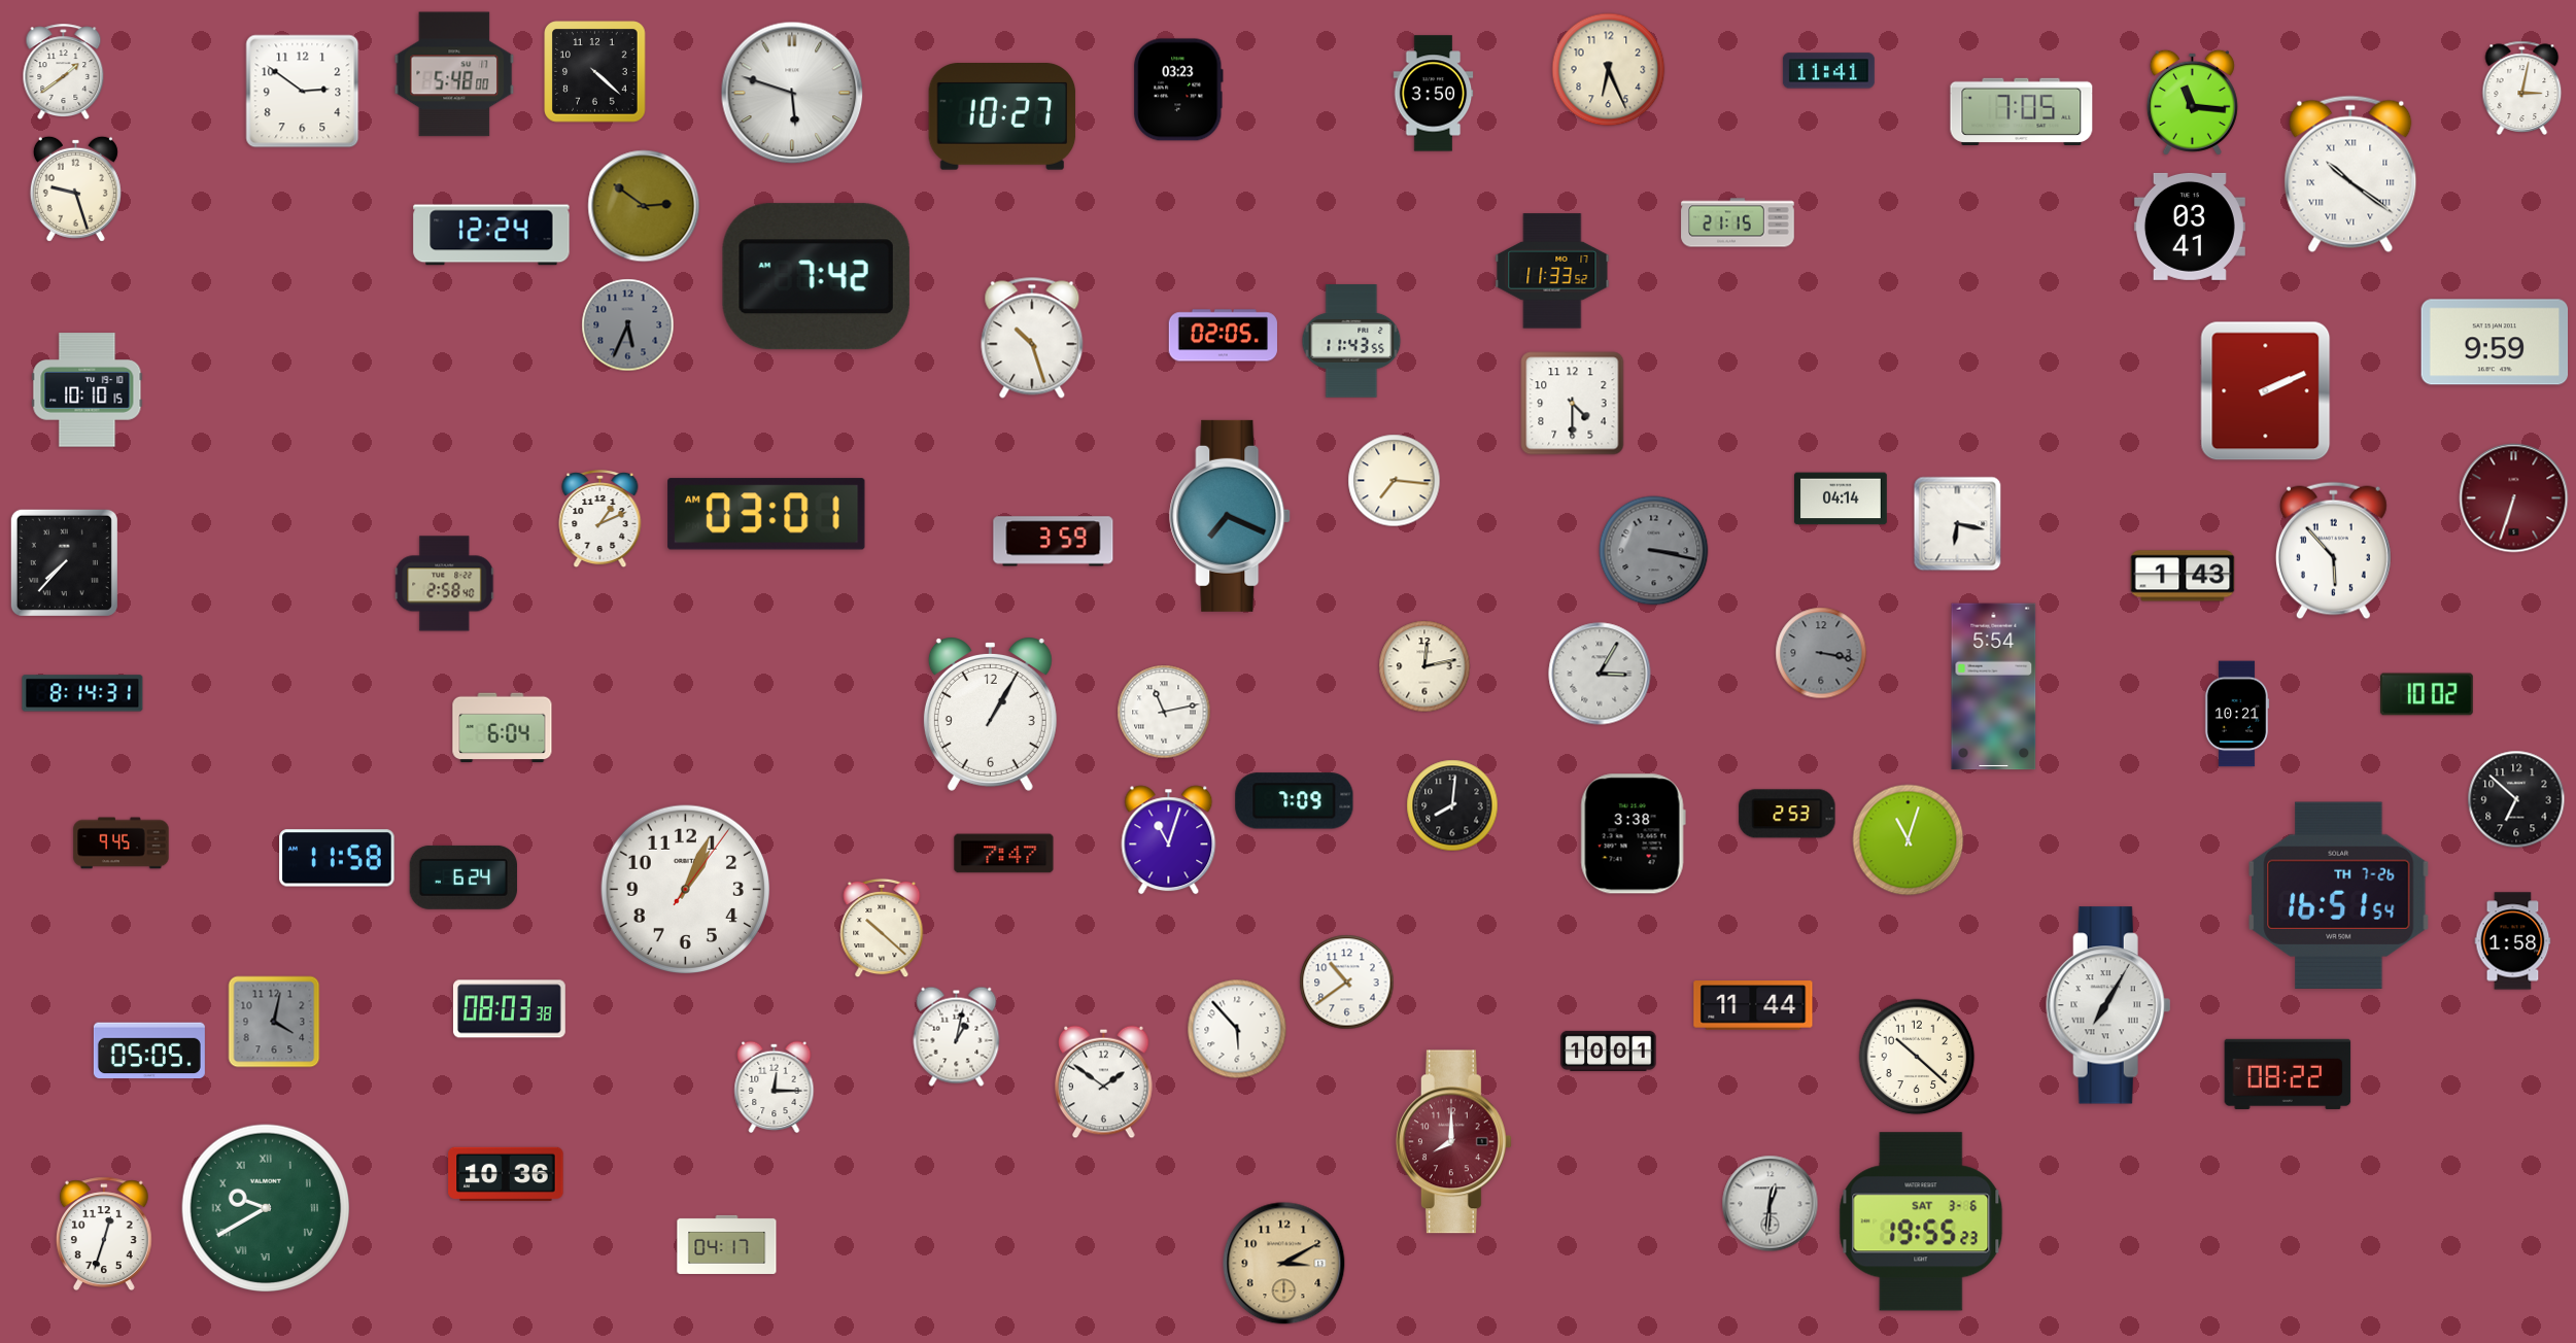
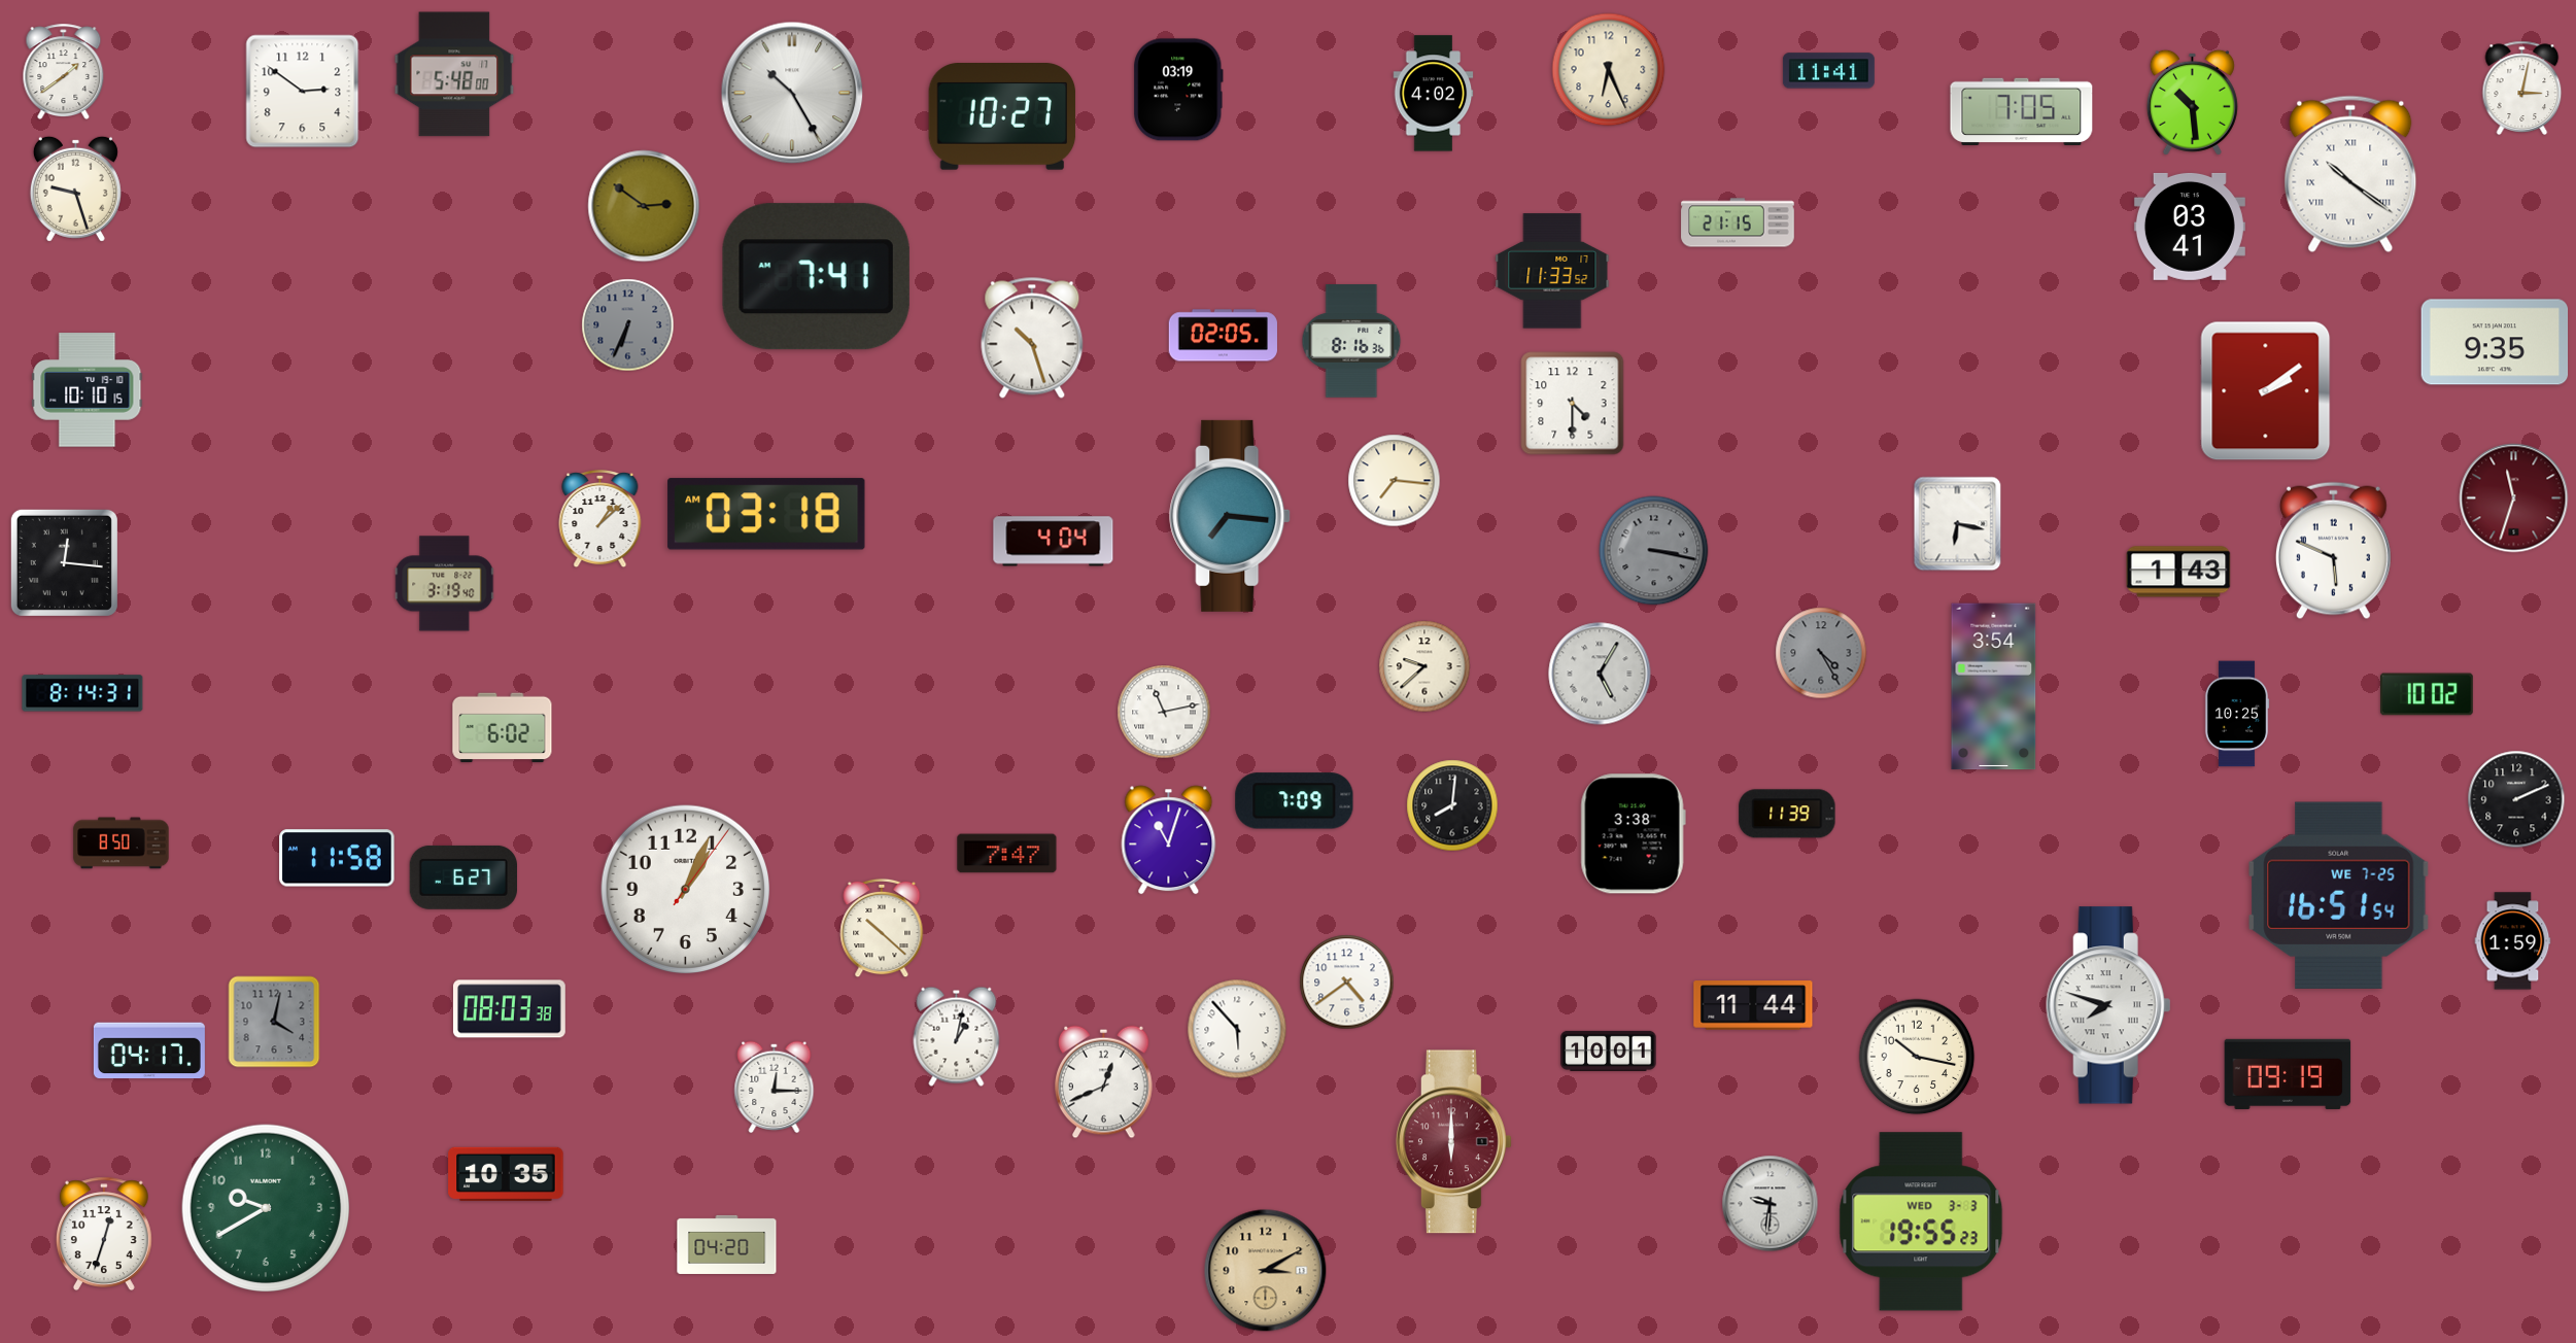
clock at (595, 72): 4:22 -> none
clock at (1179, 90): 03:23 -> 03:19
clock at (792, 93): 5:48 -> 10:25
clock at (1434, 94): 3:50 -> 4:02
clock at (2192, 102): 11:16 -> 10:29
clock at (491, 235): 12:24 -> none
clock at (816, 277): 7:42 -> 7:41
clock at (628, 325): 5:34 -> 6:34
clock at (1351, 341): 11:43 -> 8:16
clock at (2495, 342): 9:59 -> 9:35
clock at (2266, 391): 2:11 -> 2:09
clock at (1842, 498): 04:14 -> none
clock at (2514, 498): 6:33 -> 11:33
clock at (766, 514): 03:01 -> 03:18
clock at (1231, 516): 7:19 -> 7:16
clock at (600, 520): 1:11 -> 1:08
clock at (1054, 542): 3:59 -> 4:04
clock at (2333, 551): 5:53 -> 5:49
clock at (64, 562): 7:37 -> 12:16
clock at (2183, 576) position: (2183, 576) -> (2178, 572)
clock at (445, 584): 2:58 -> 3:19
clock at (1821, 653): 3:17 -> 4:25
clock at (1424, 666): 12:13 -> 9:38
clock at (1600, 674): 3:05 -> 5:05
clock at (1994, 687): 5:54 -> 3:54
clock at (2237, 714): 10:21 -> 10:25
clock at (990, 715): 1:05 -> none
clock at (503, 728): 6:04 -> 6:02
clock at (2516, 799): 6:52 -> 2:11
clock at (1787, 814): 2:53 -> 11:39
clock at (1909, 840): 11:03 -> none
clock at (122, 843): 9:45 -> 8:50
clock at (1004, 854) position: (1004, 854) -> (1007, 854)
clock at (462, 877): 6:24 -> 6:27
clock at (2339, 895) date: TH 7-26 -> WE 7-25
clock at (2513, 941): 1:58 -> 1:59
clock at (1347, 983): 10:39 -> 4:39
clock at (2108, 1005): 7:05 -> 7:48
clock at (149, 1051): 05:05 -> 04:17
clock at (1917, 1057): 10:22 -> 10:17
clock at (2288, 1074): 08:22 -> 09:19
clock at (1104, 1082): 1:51 -> 12:41
clock at (1453, 1142): 8:00 -> 6:00
clock at (506, 1174): 10:36 -> 10:35
clock at (1771, 1204): 12:31 -> 9:31
clock at (266, 1208) numerals: Roman -> Arabic
clock at (1921, 1221) date: SAT 3-6 -> WED 3-3
clock at (727, 1244): 04:17 -> 04:20
clock at (1284, 1264) position: (1284, 1264) -> (1266, 1271)
